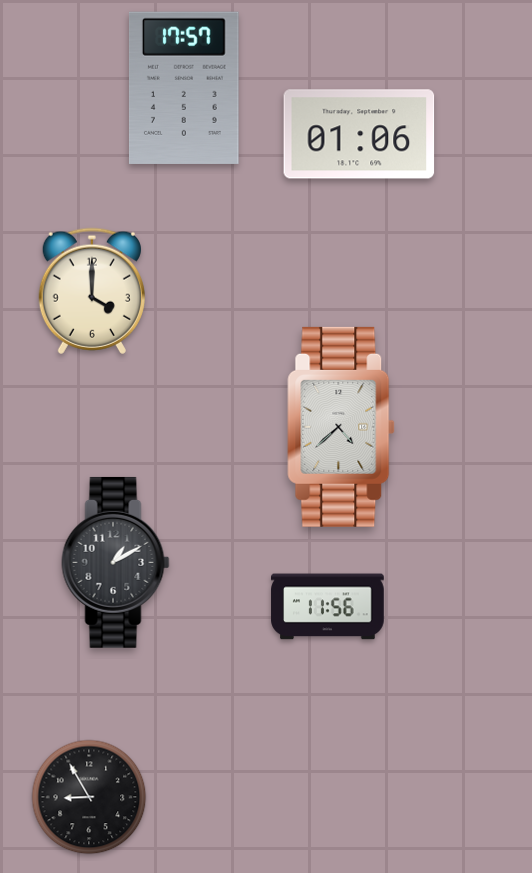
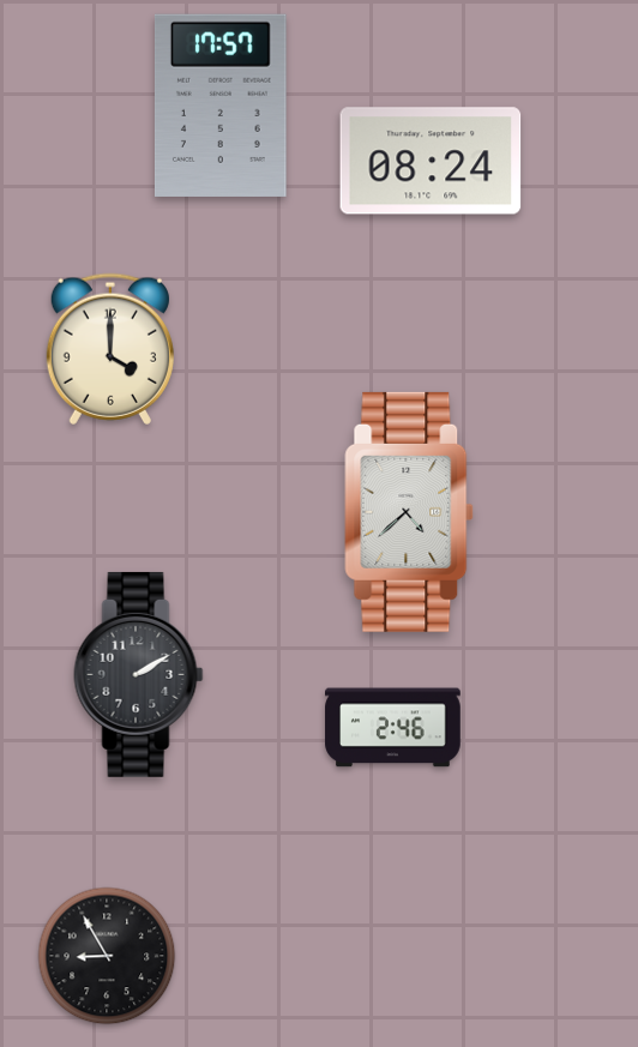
clock at (359, 134): 01:06 -> 08:24
clock at (116, 562): 1:10 -> 2:10
clock at (328, 607): 11:56 -> 2:46
